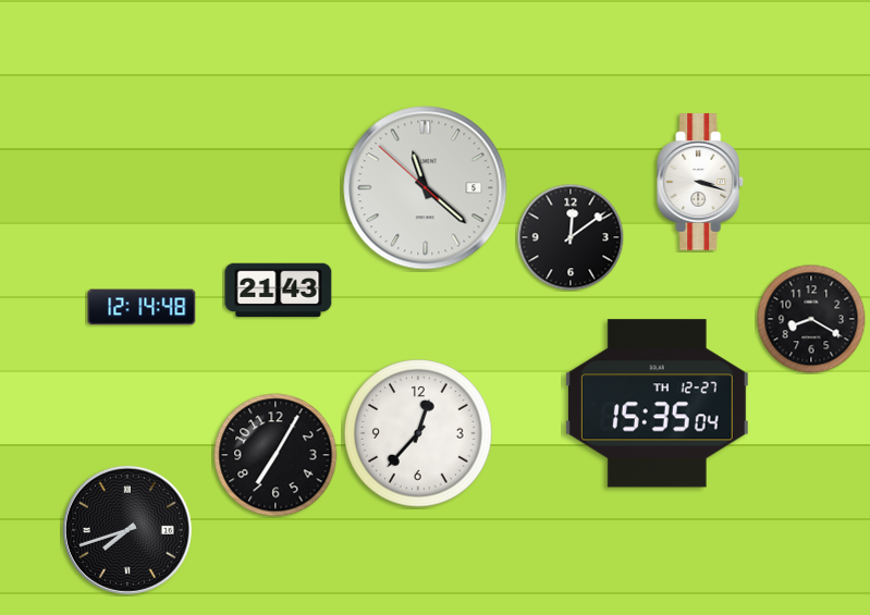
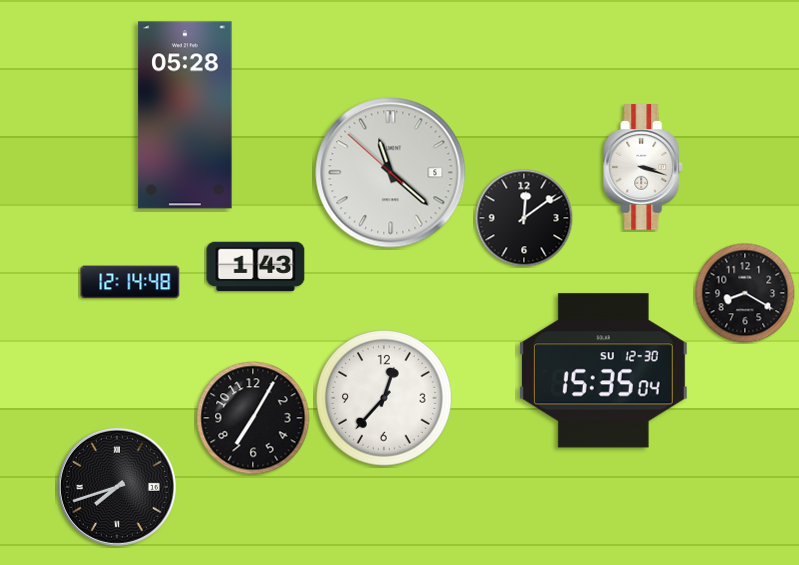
clock at (185, 115): none -> 05:28
clock at (279, 291): 21:43 -> 1:43
clock at (657, 404) date: TH 12-27 -> SU 12-30
